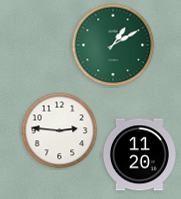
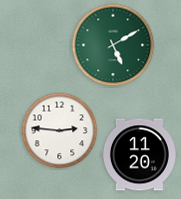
clock at (113, 45): 1:10 -> 5:10
